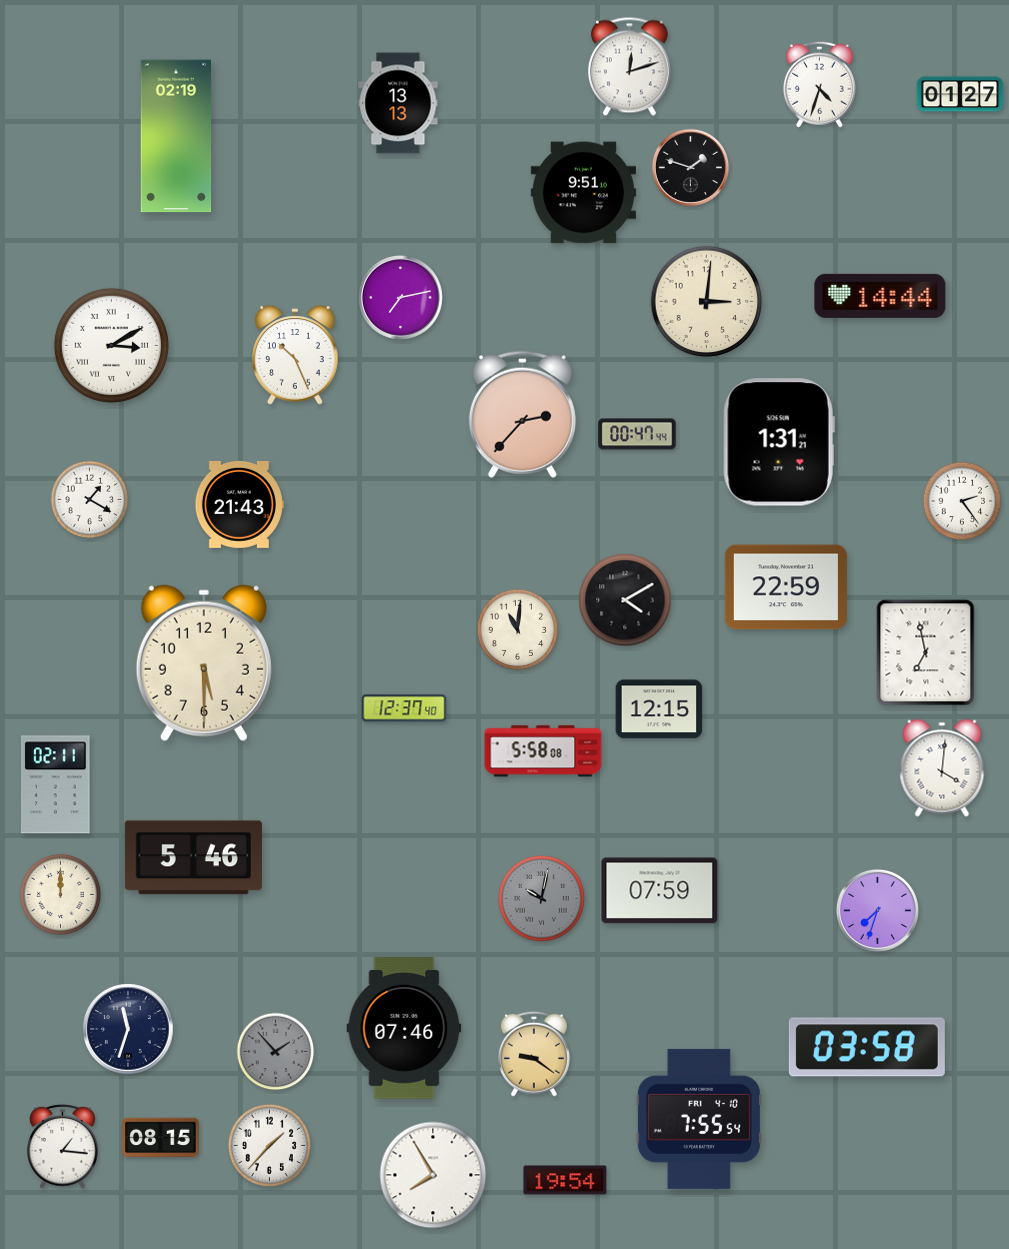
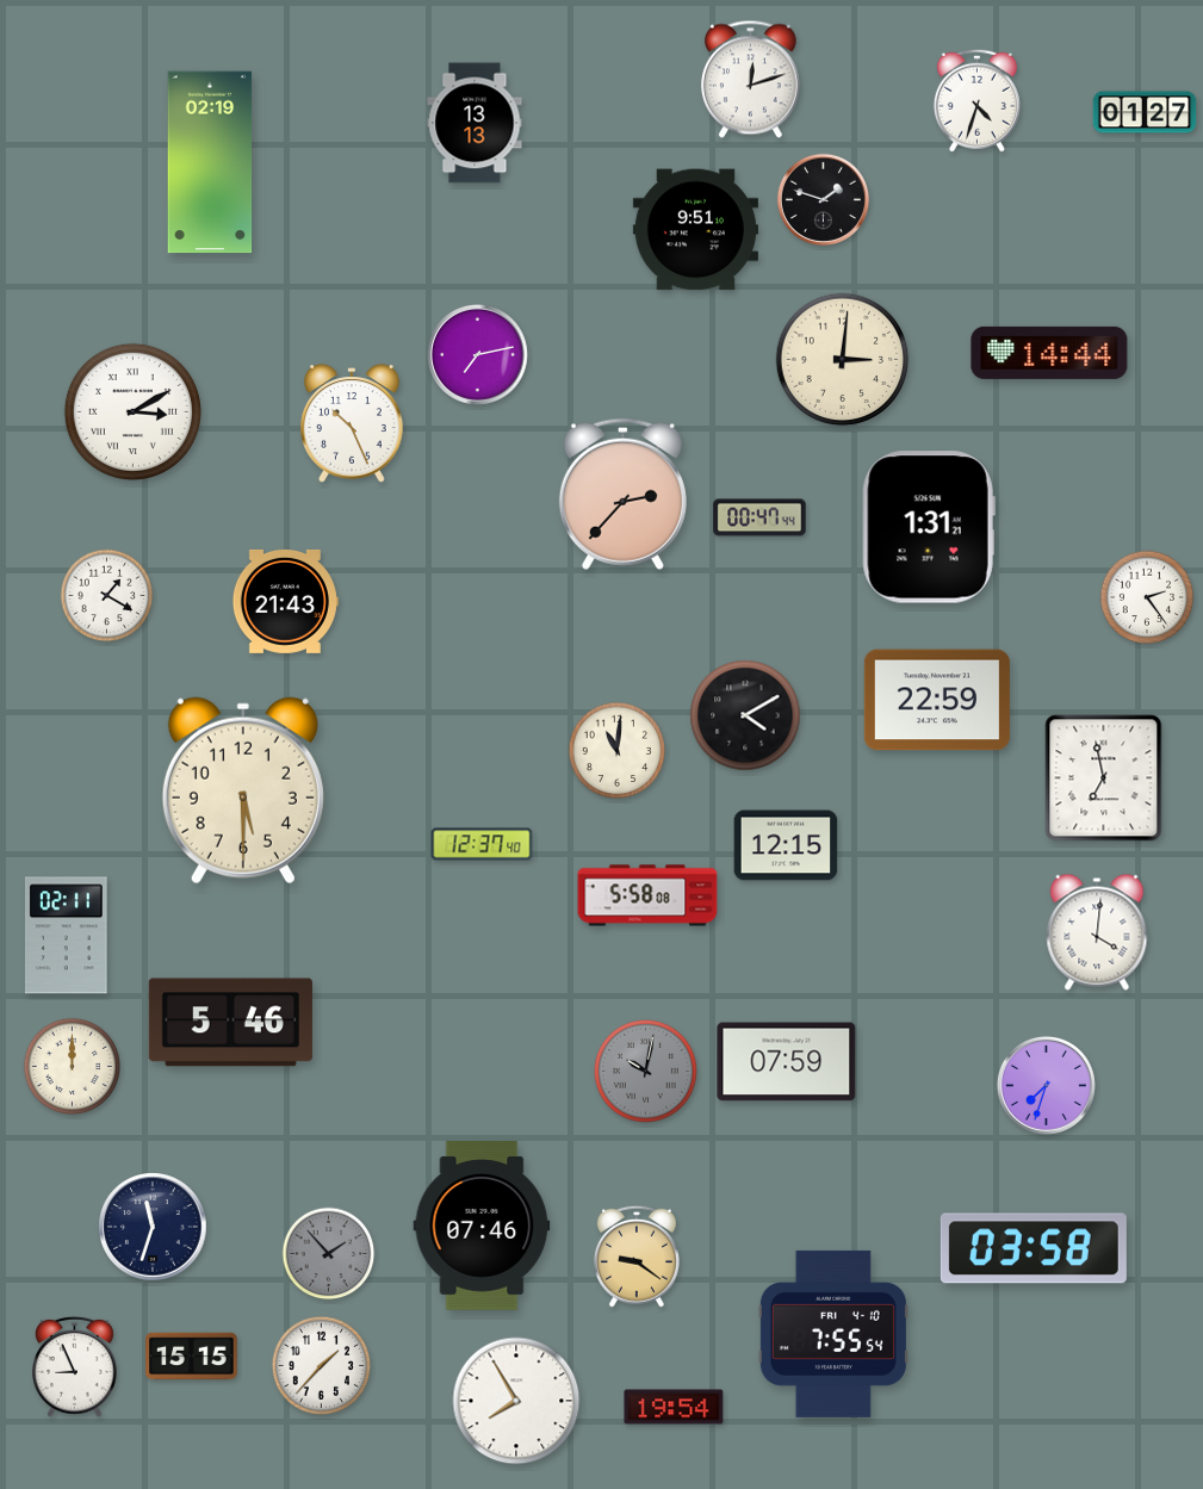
clock at (942, 768) position: (942, 768) -> (1097, 932)
clock at (161, 1138): 08:15 -> 15:15
clock at (63, 1146): 1:16 -> 8:56
